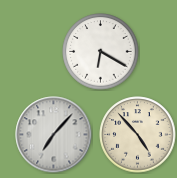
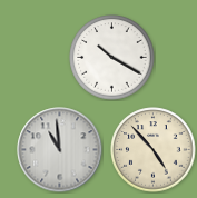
clock at (101, 52): 6:20 -> 10:20
clock at (54, 135): 7:07 -> 10:59
